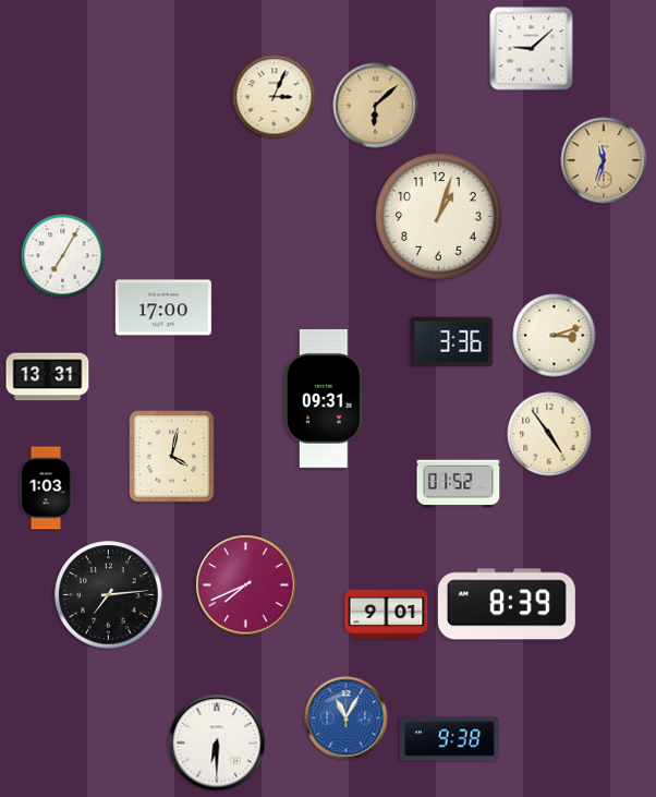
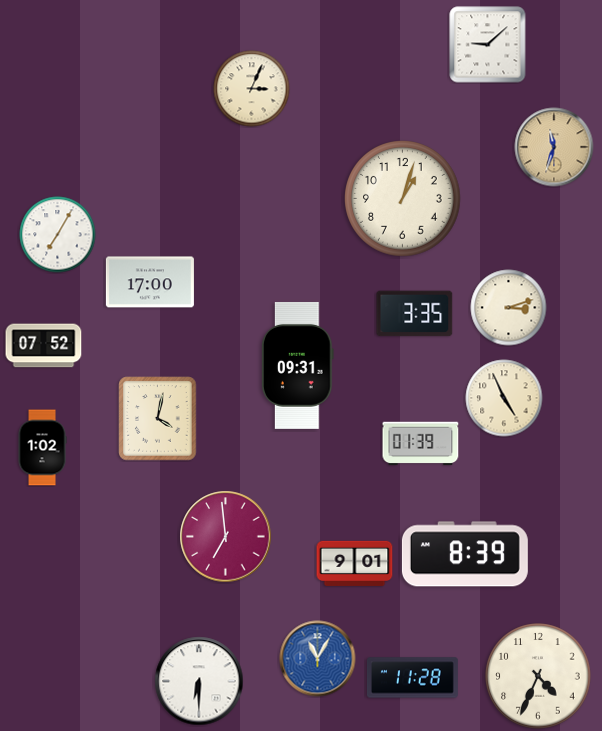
clock at (376, 106): 6:08 -> none
clock at (452, 342): 3:36 -> 3:35
clock at (48, 377): 13:31 -> 07:52
clock at (549, 434): 4:54 -> 4:56
clock at (459, 484): 01:52 -> 01:39
clock at (46, 488): 1:03 -> 1:02
clock at (246, 585): 7:41 -> 6:59
clock at (109, 595): 7:14 -> none
clock at (538, 676): none -> 4:34
clock at (449, 739): 9:38 -> 11:28
